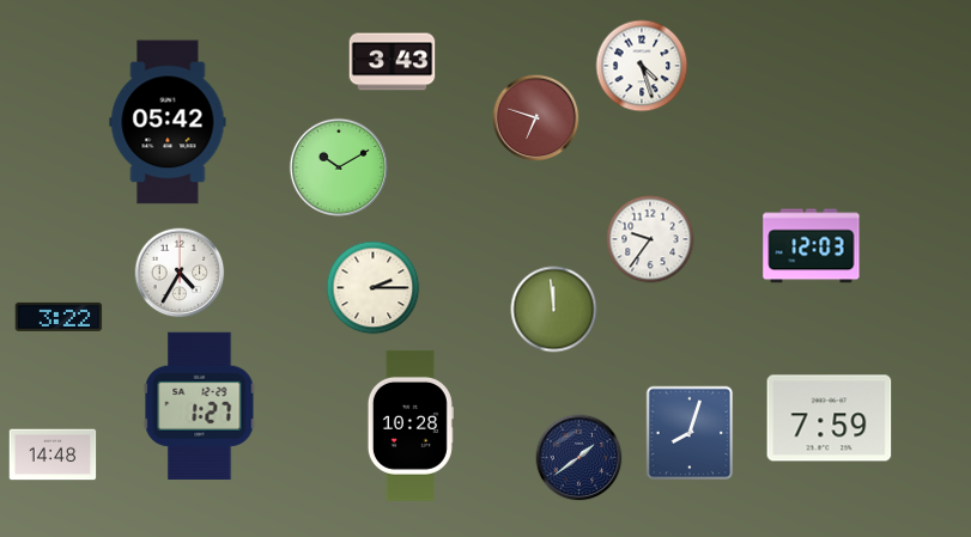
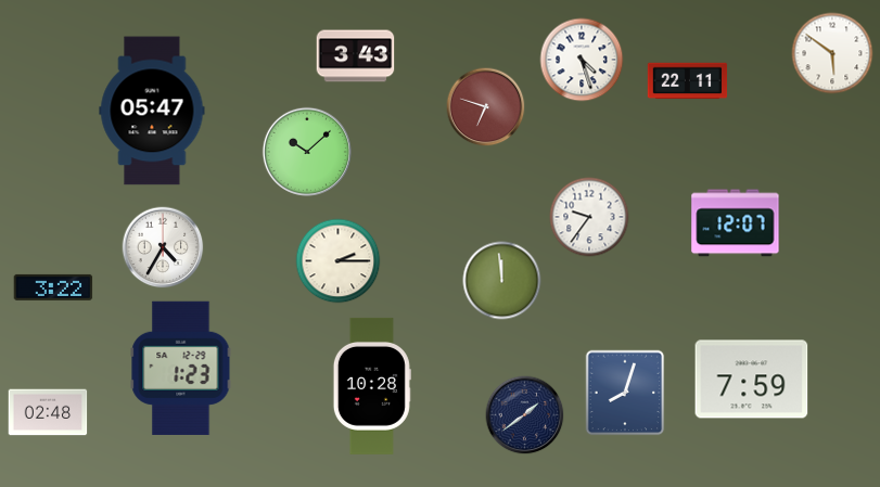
clock at (832, 53): none -> 5:51
clock at (688, 81): none -> 22:11
clock at (168, 122): 05:42 -> 05:47
clock at (339, 167): 10:10 -> 10:08
clock at (812, 246): 12:03 -> 12:07
clock at (200, 405): 1:27 -> 1:23
clock at (53, 454): 14:48 -> 02:48
